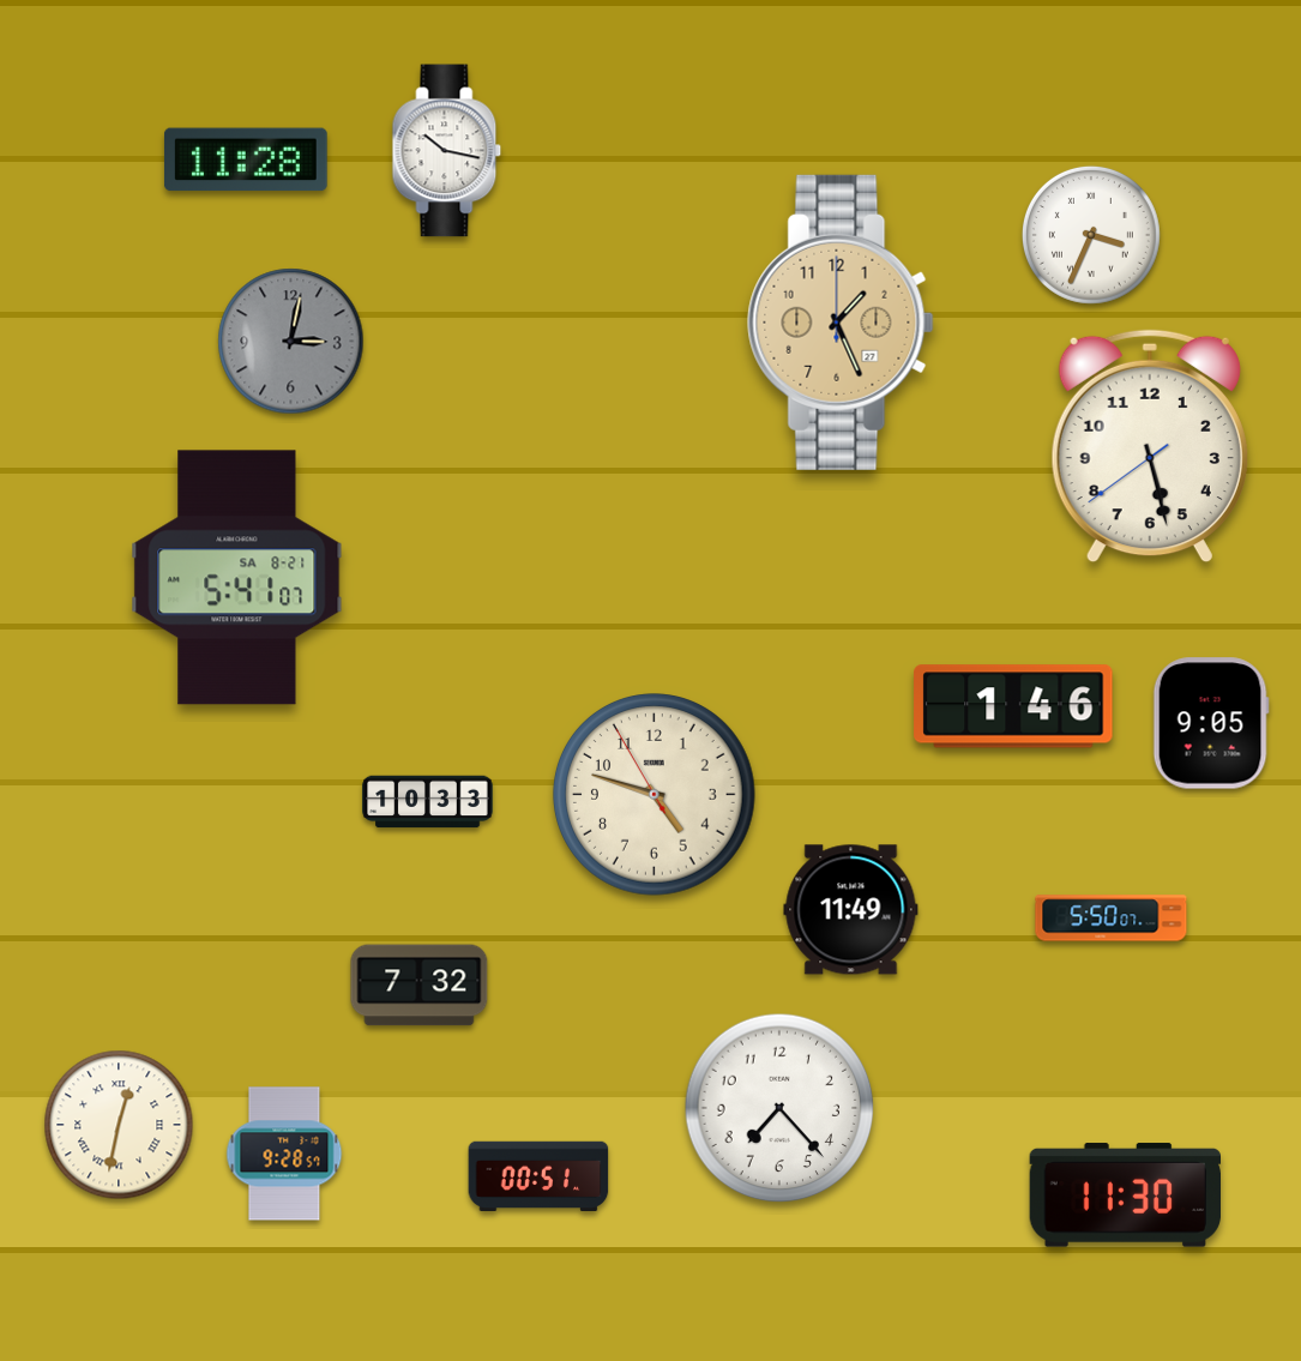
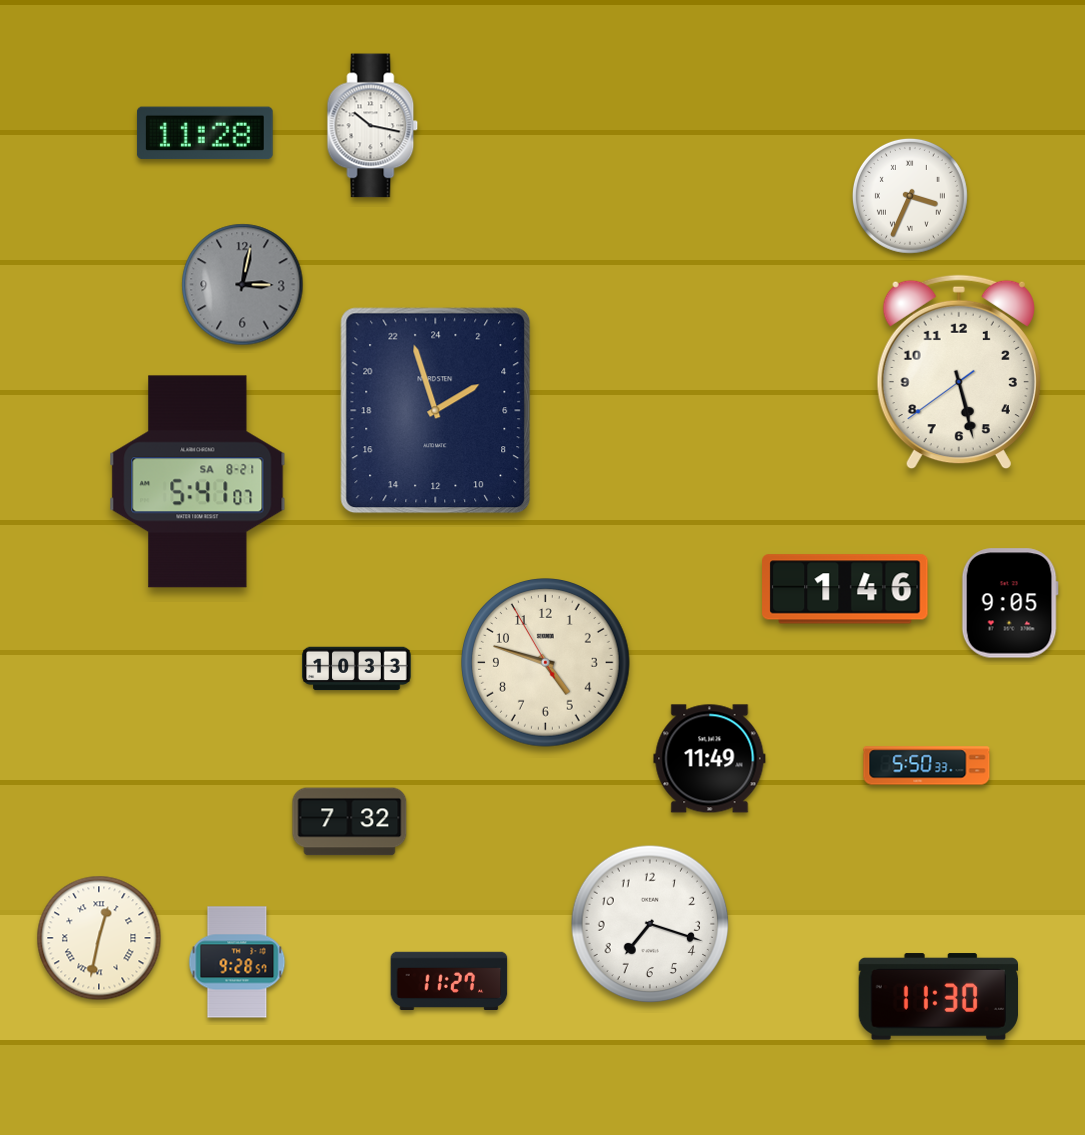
clock at (841, 323): 1:26 -> none
clock at (436, 411): none -> 3:57
clock at (1112, 919): 5:50:07 -> 5:50:33
clock at (779, 1108): 7:23 -> 7:18
clock at (538, 1175): 00:51 -> 11:27
